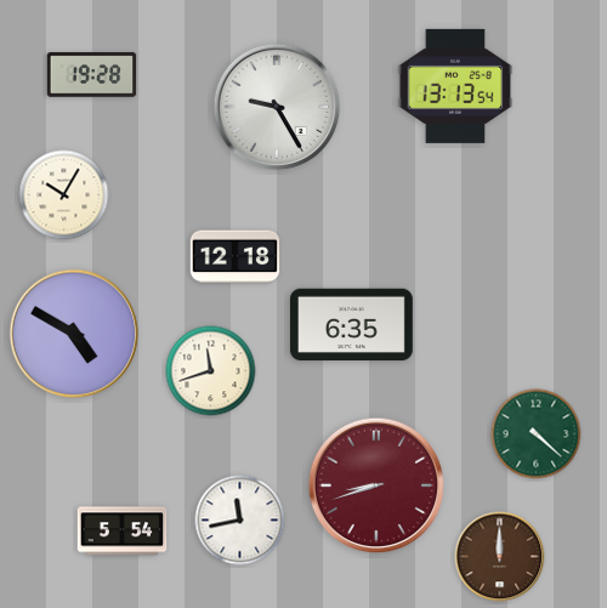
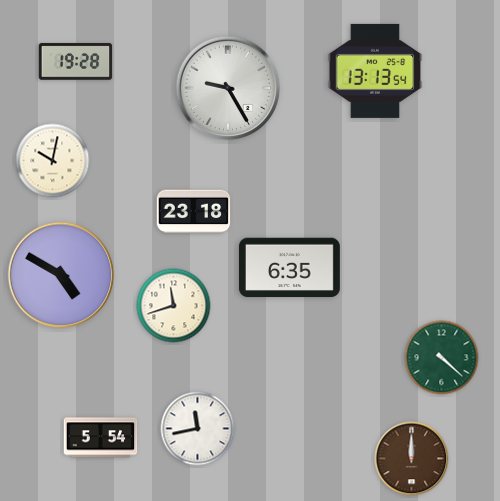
clock at (64, 195): 10:05 -> 10:02
clock at (236, 257): 12:18 -> 23:18
clock at (376, 485): 8:42 -> none
